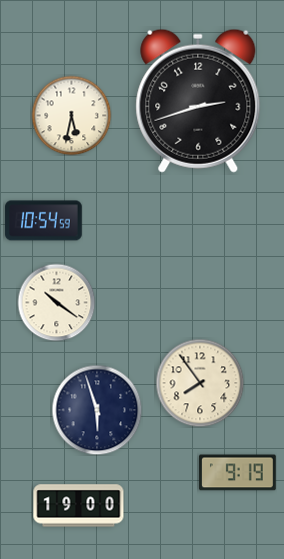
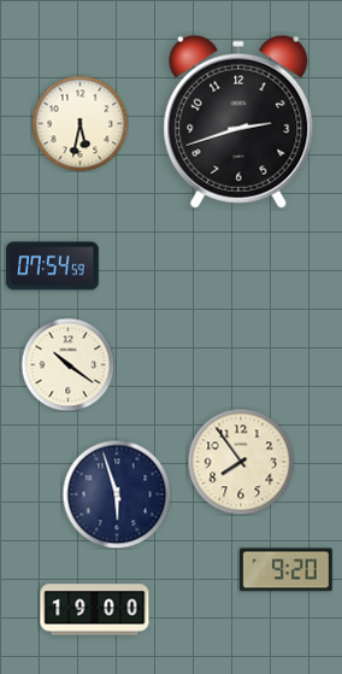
clock at (71, 115) position: (71, 115) -> (79, 123)
clock at (44, 221): 10:54 -> 07:54
clock at (238, 473): 9:19 -> 9:20
